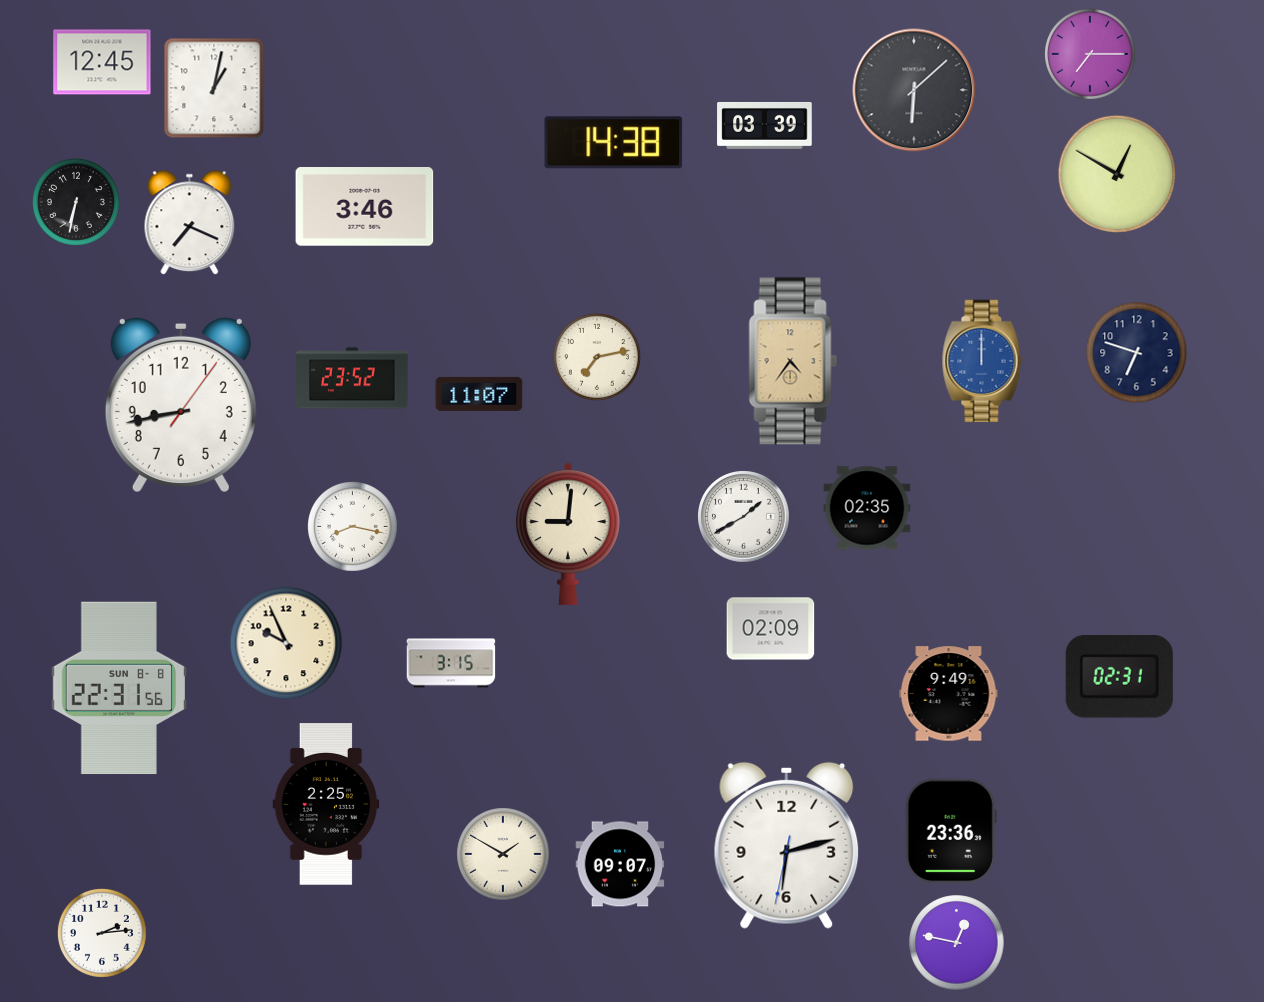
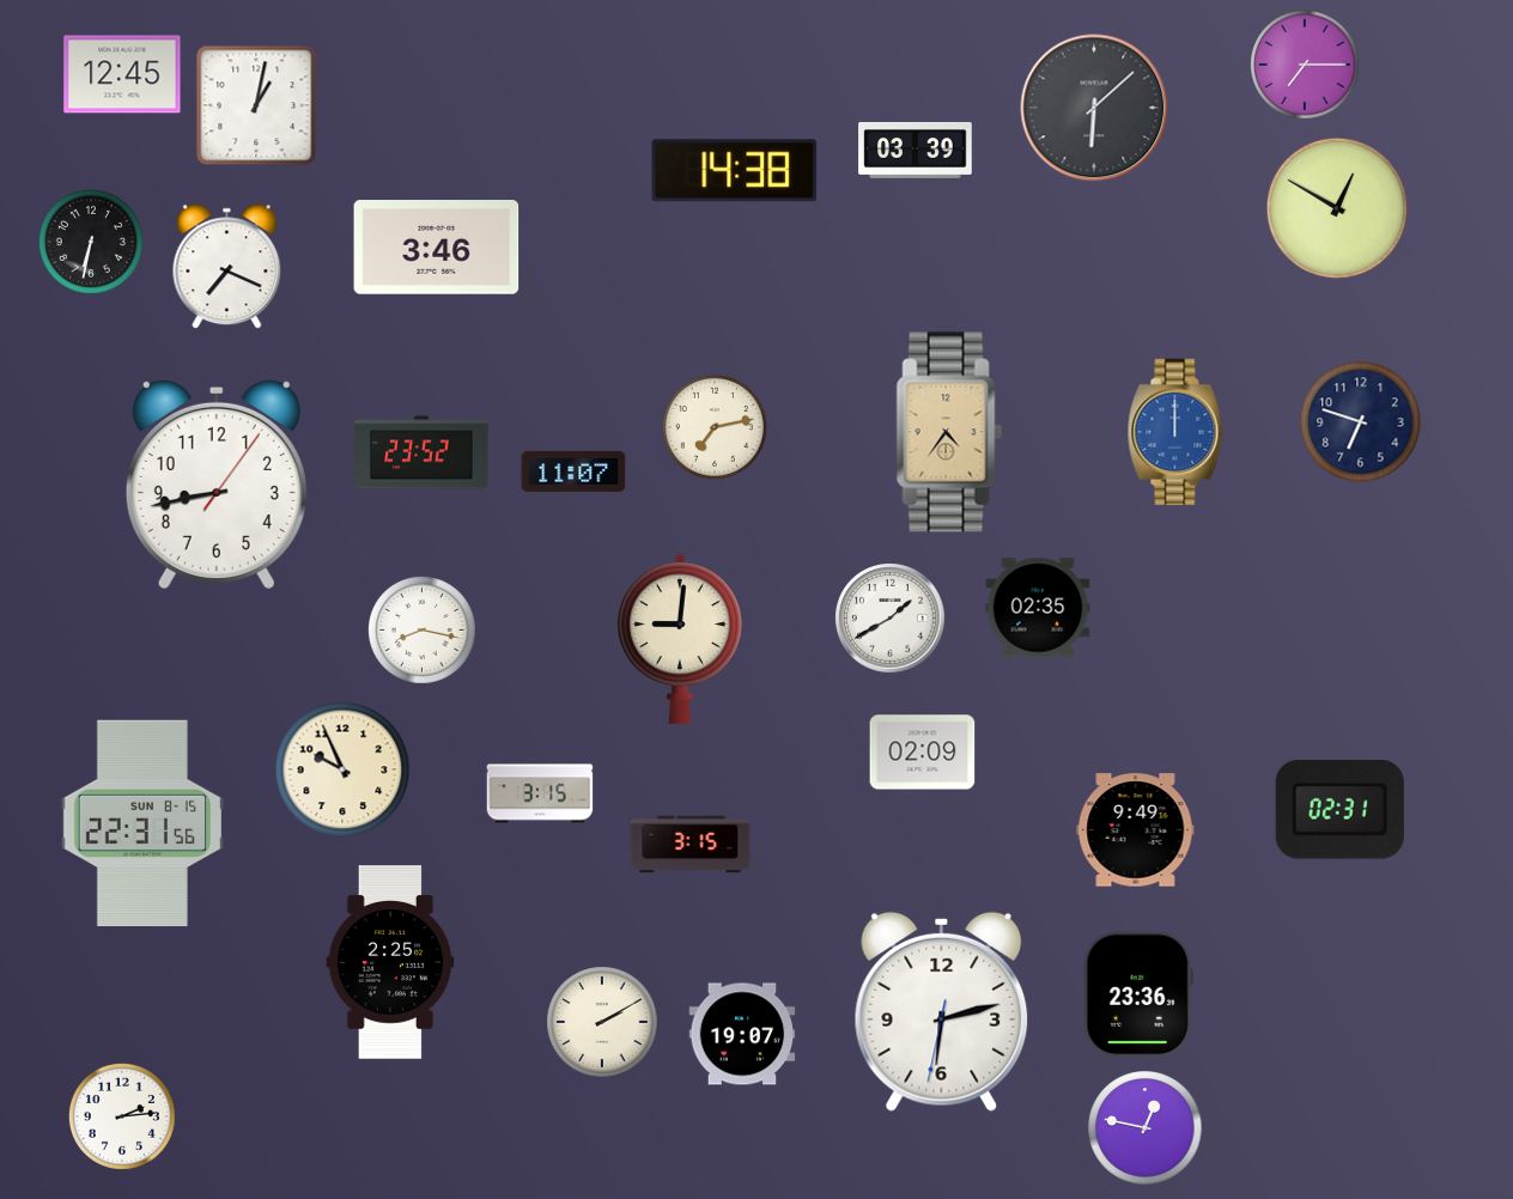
clock at (118, 688) date: SUN 8-8 -> SUN 8-15
clock at (691, 845): none -> 3:15
clock at (503, 854): 1:50 -> 2:10
clock at (620, 864): 09:07 -> 19:07
